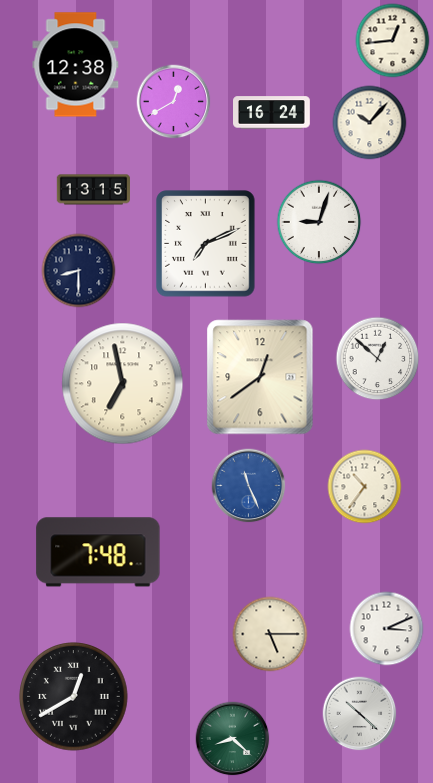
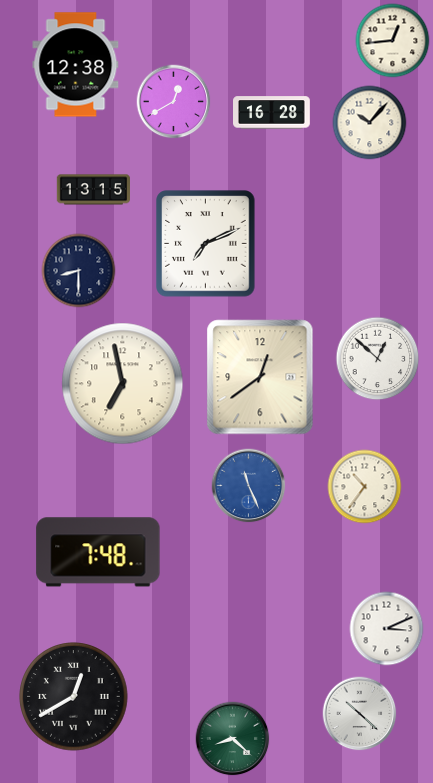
clock at (272, 113): 16:24 -> 16:28
clock at (319, 222): 9:03 -> none
clock at (270, 634): 5:15 -> none
